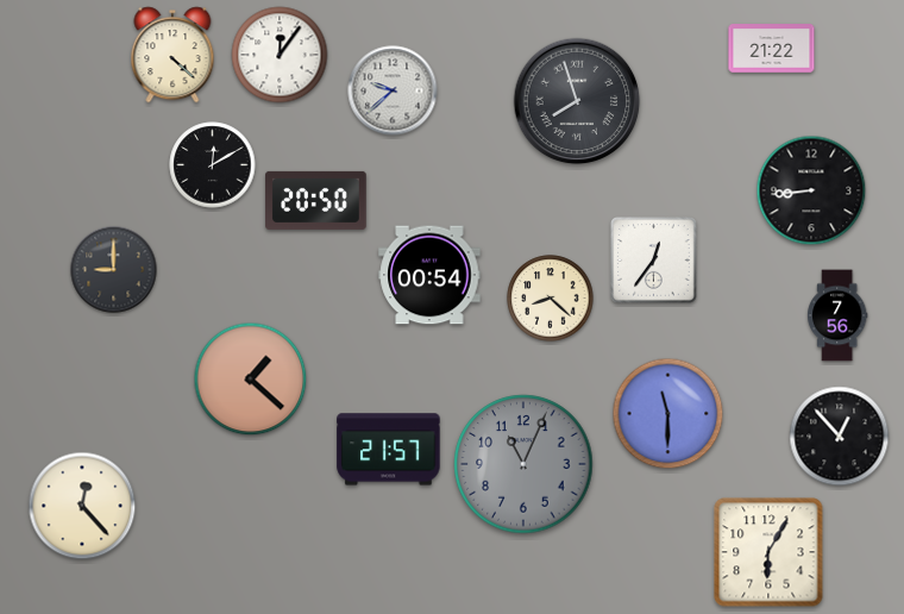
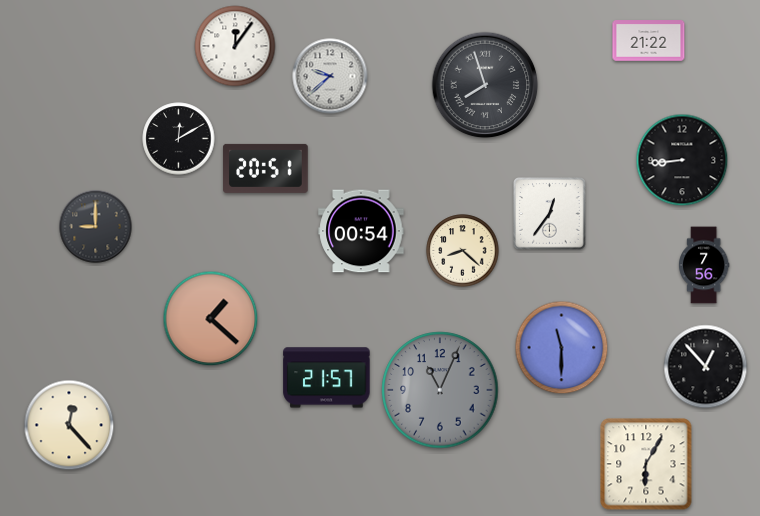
clock at (172, 55): 4:22 -> none
clock at (316, 200): 20:50 -> 20:51
clock at (654, 261) position: (654, 261) -> (550, 214)
